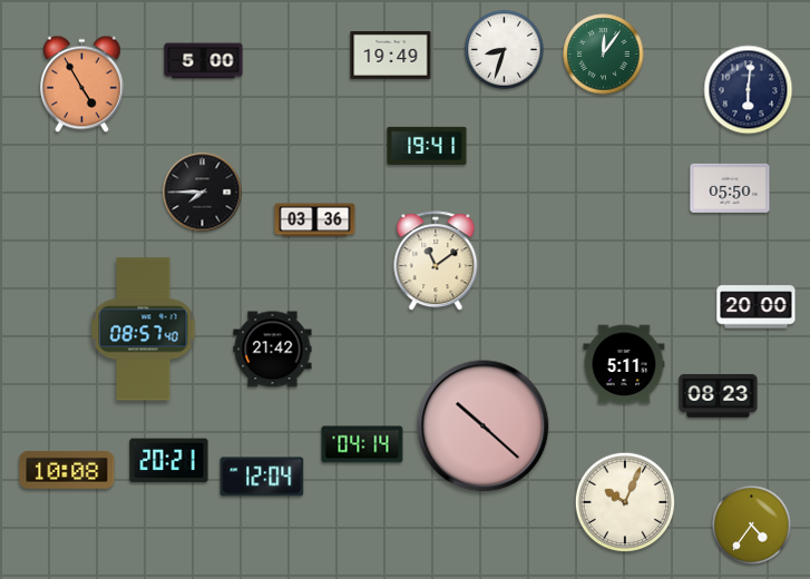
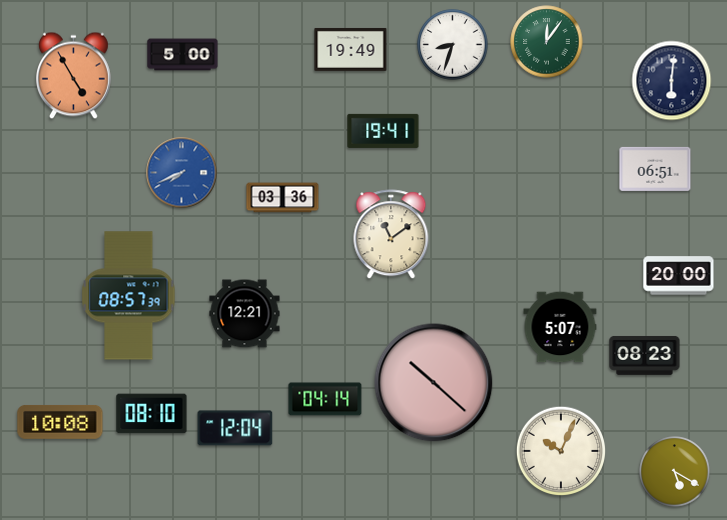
clock at (604, 55) position: (604, 55) -> (547, 42)
clock at (730, 188): 05:50 -> 06:51
clock at (203, 193): 7:45 -> 7:41
clock at (203, 193) dial: black -> blue
clock at (144, 330): 08:57:40 -> 08:57:39
clock at (273, 350): 21:42 -> 12:21
clock at (624, 364): 5:11 -> 5:07
clock at (169, 461): 20:21 -> 08:10
clock at (752, 526): 4:36 -> 5:20
